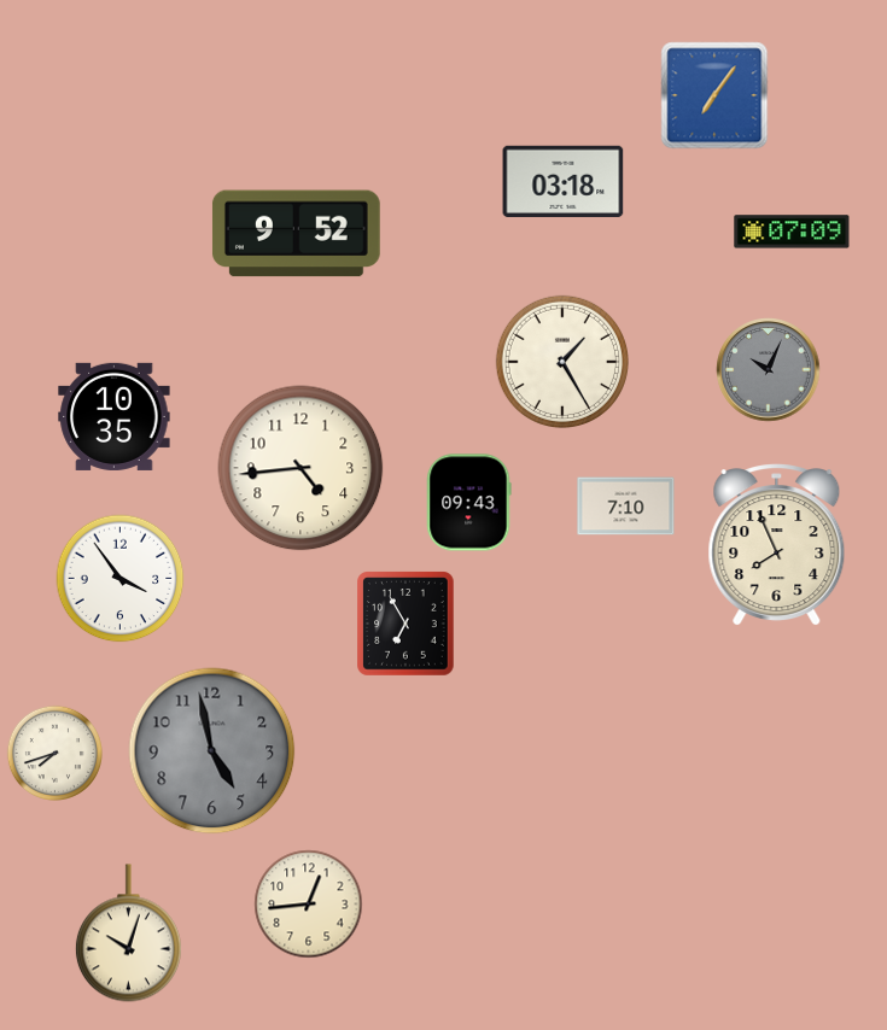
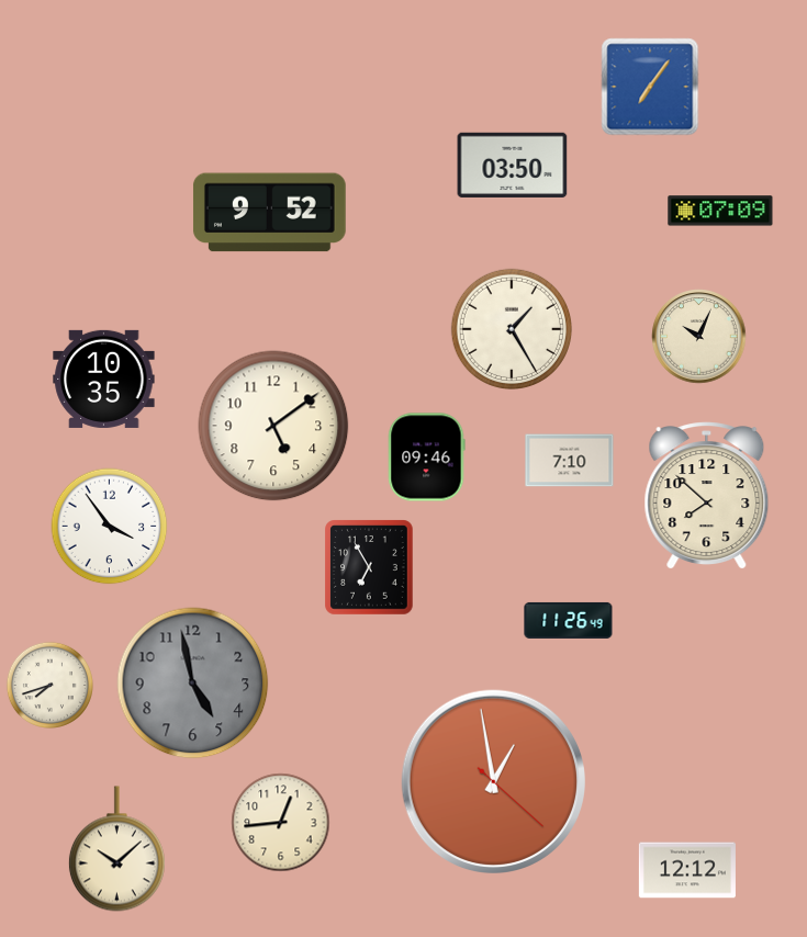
clock at (564, 181): 03:18 -> 03:50
clock at (769, 370) dial: grey -> cream
clock at (300, 468): 4:44 -> 5:09
clock at (468, 503): 09:43 -> 09:46
clock at (777, 545): 7:56 -> 7:52
clock at (569, 620): none -> 11:26
clock at (493, 781): none -> 12:58
clock at (128, 934): 10:03 -> 10:08
clock at (687, 870): none -> 12:12
